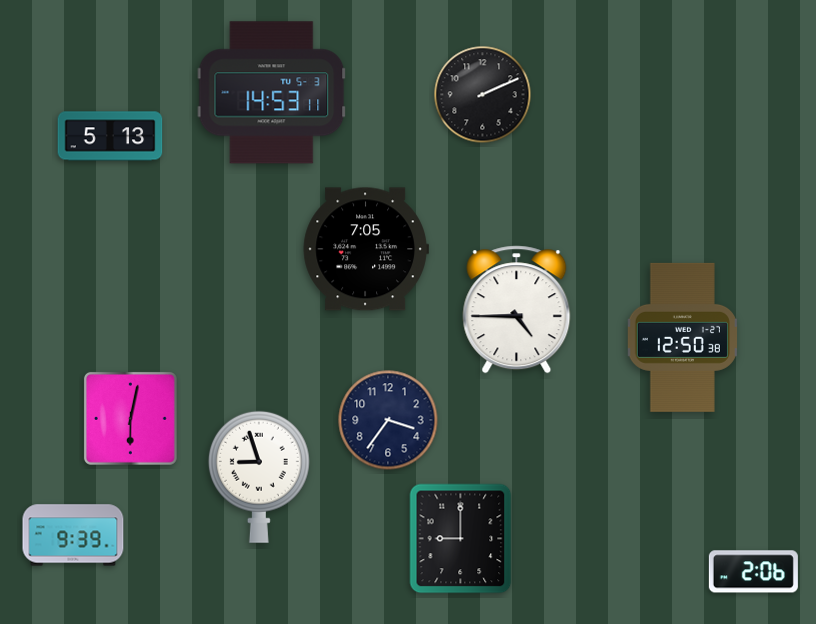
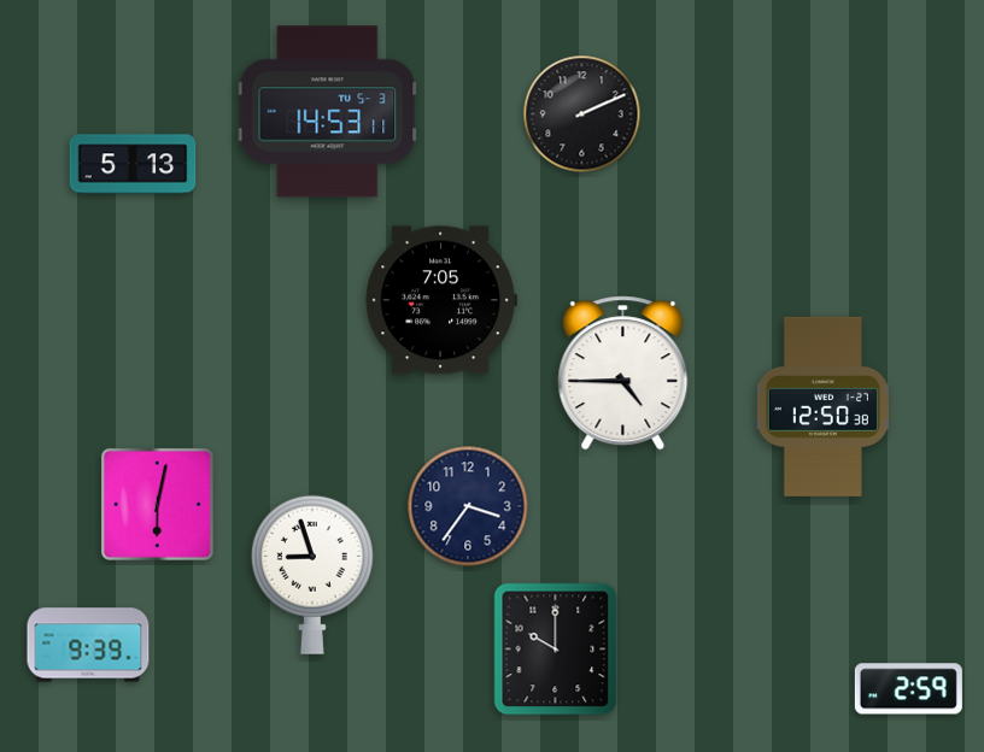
clock at (461, 539): 9:00 -> 10:00
clock at (753, 572): 2:06 -> 2:59
